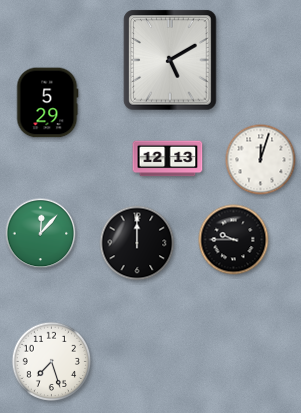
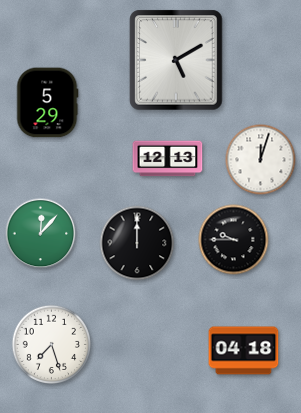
clock at (170, 60) position: (170, 60) -> (176, 60)
clock at (244, 351): none -> 04:18
clock at (51, 361) position: (51, 361) -> (51, 344)
